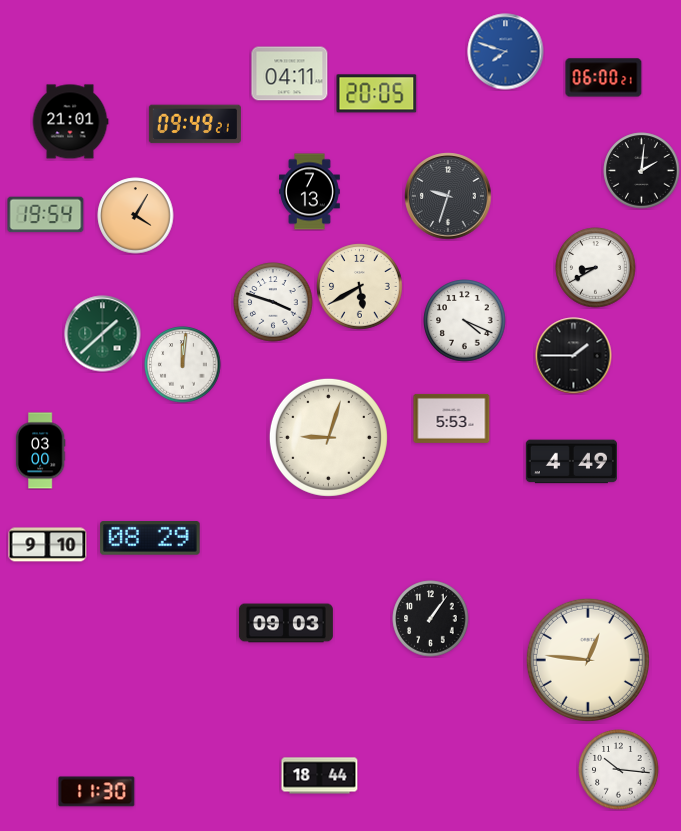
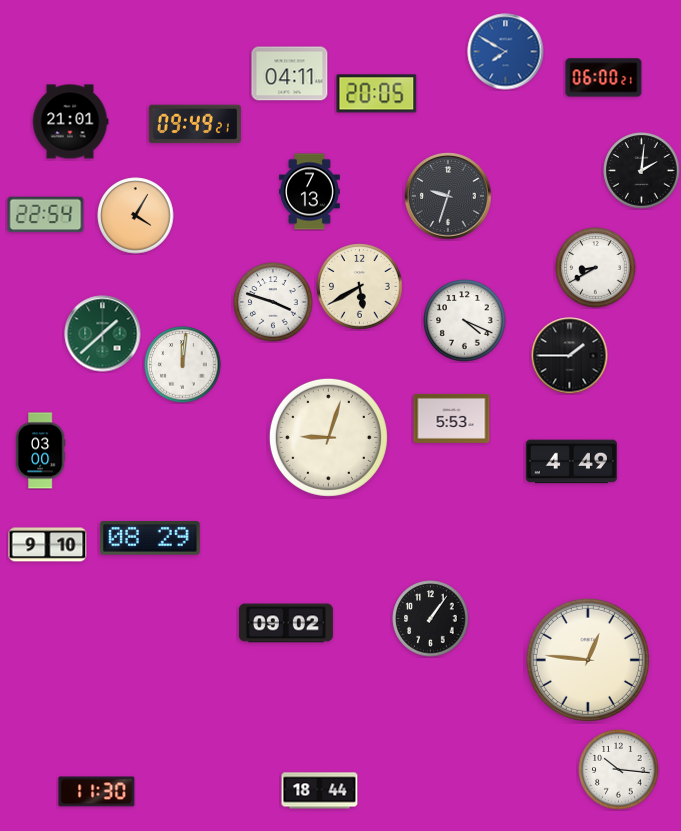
clock at (506, 52): 7:48 -> 7:50
clock at (46, 215): 19:54 -> 22:54
clock at (574, 356) position: (574, 356) -> (570, 356)
clock at (286, 623): 09:03 -> 09:02
clock at (320, 776) position: (320, 776) -> (320, 791)
